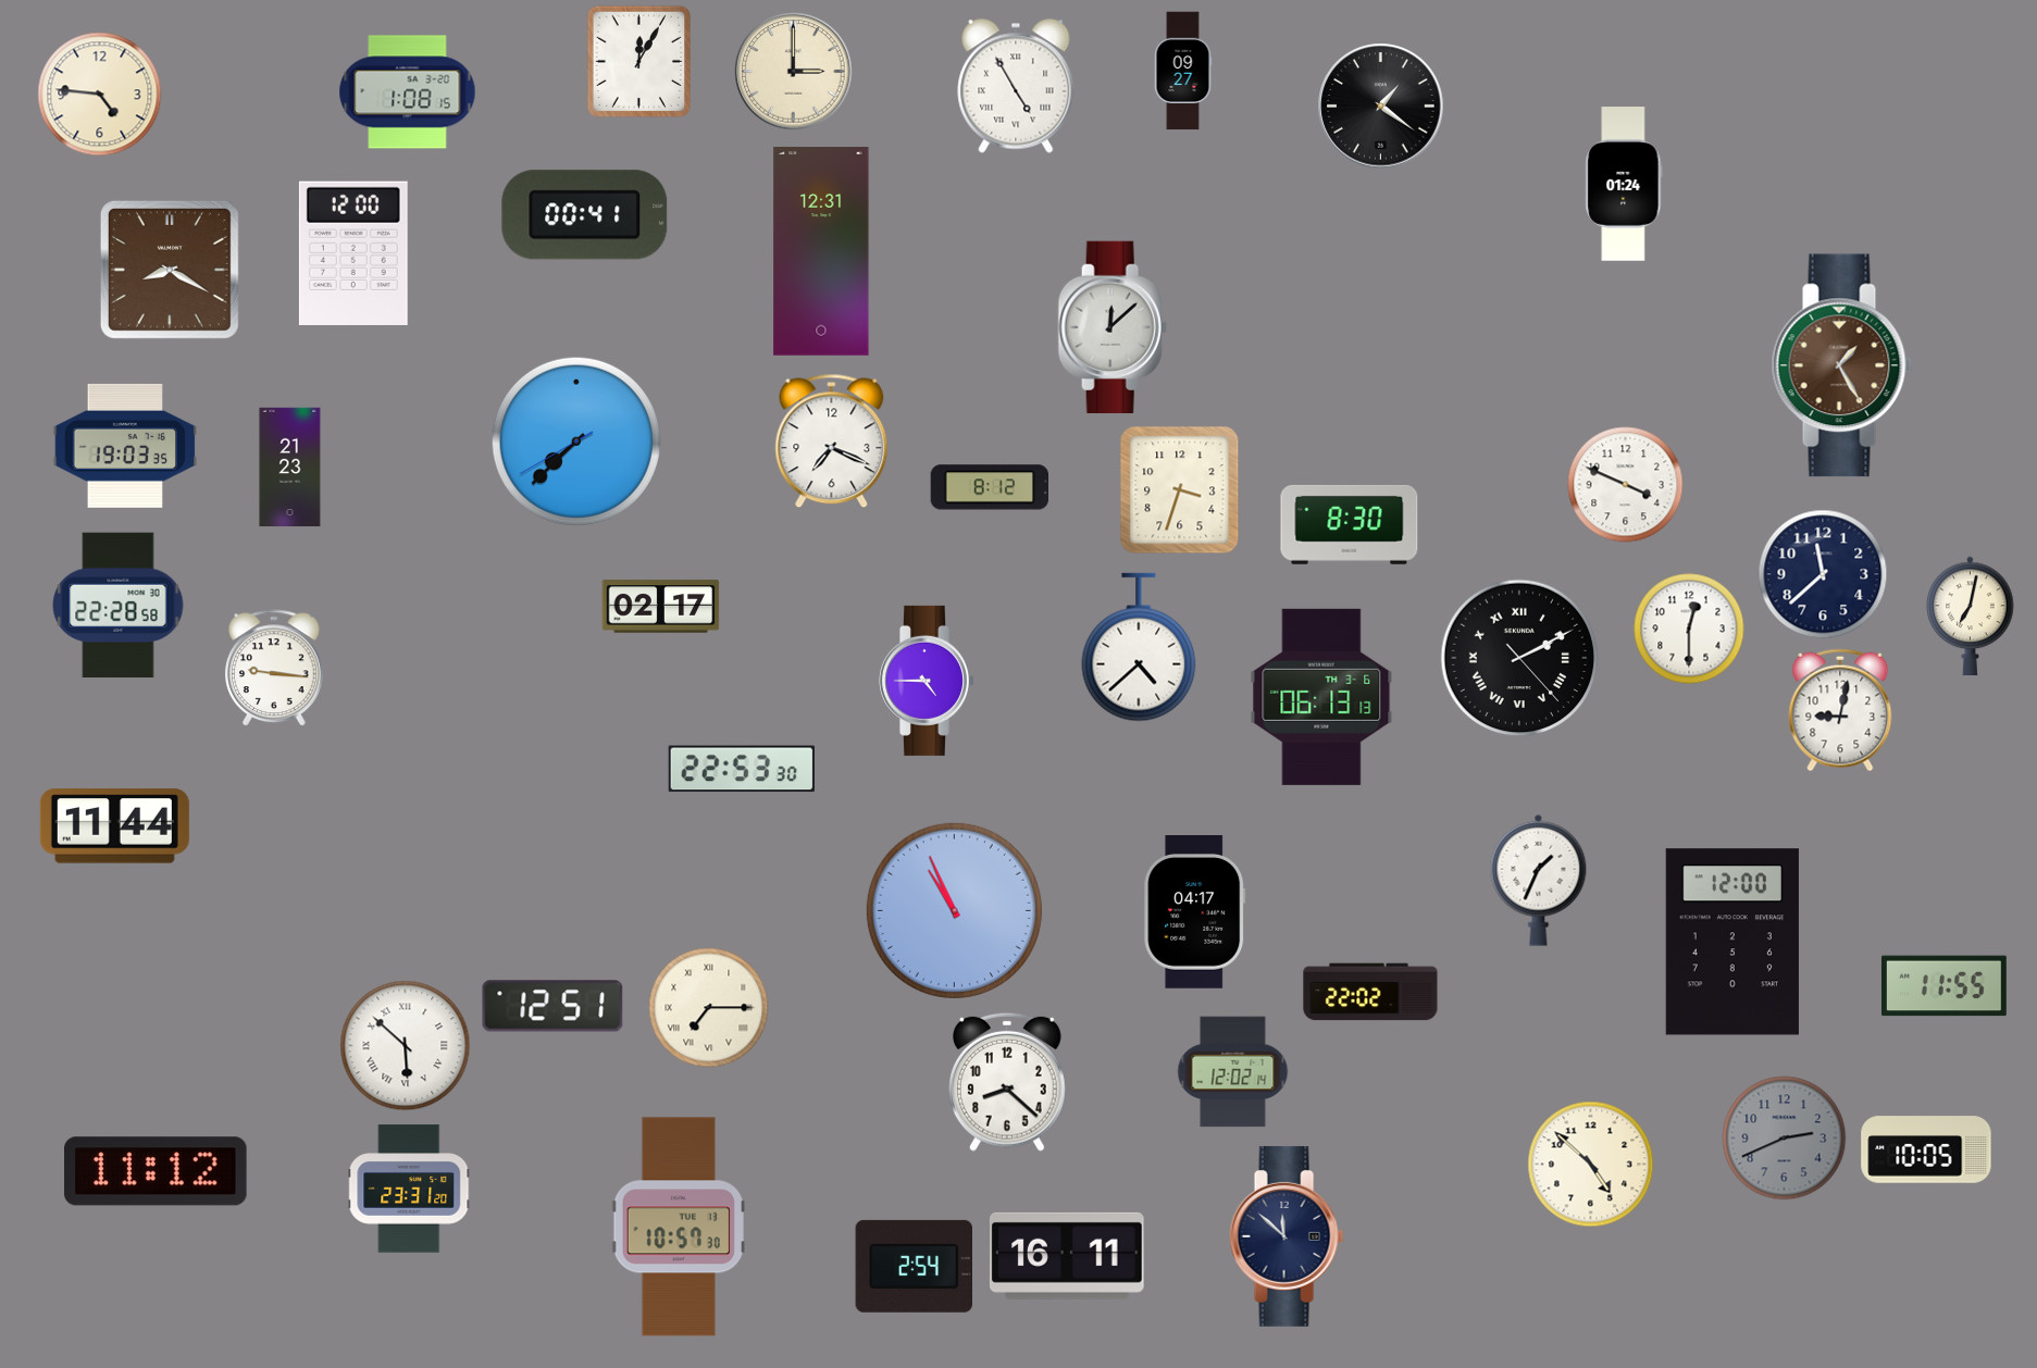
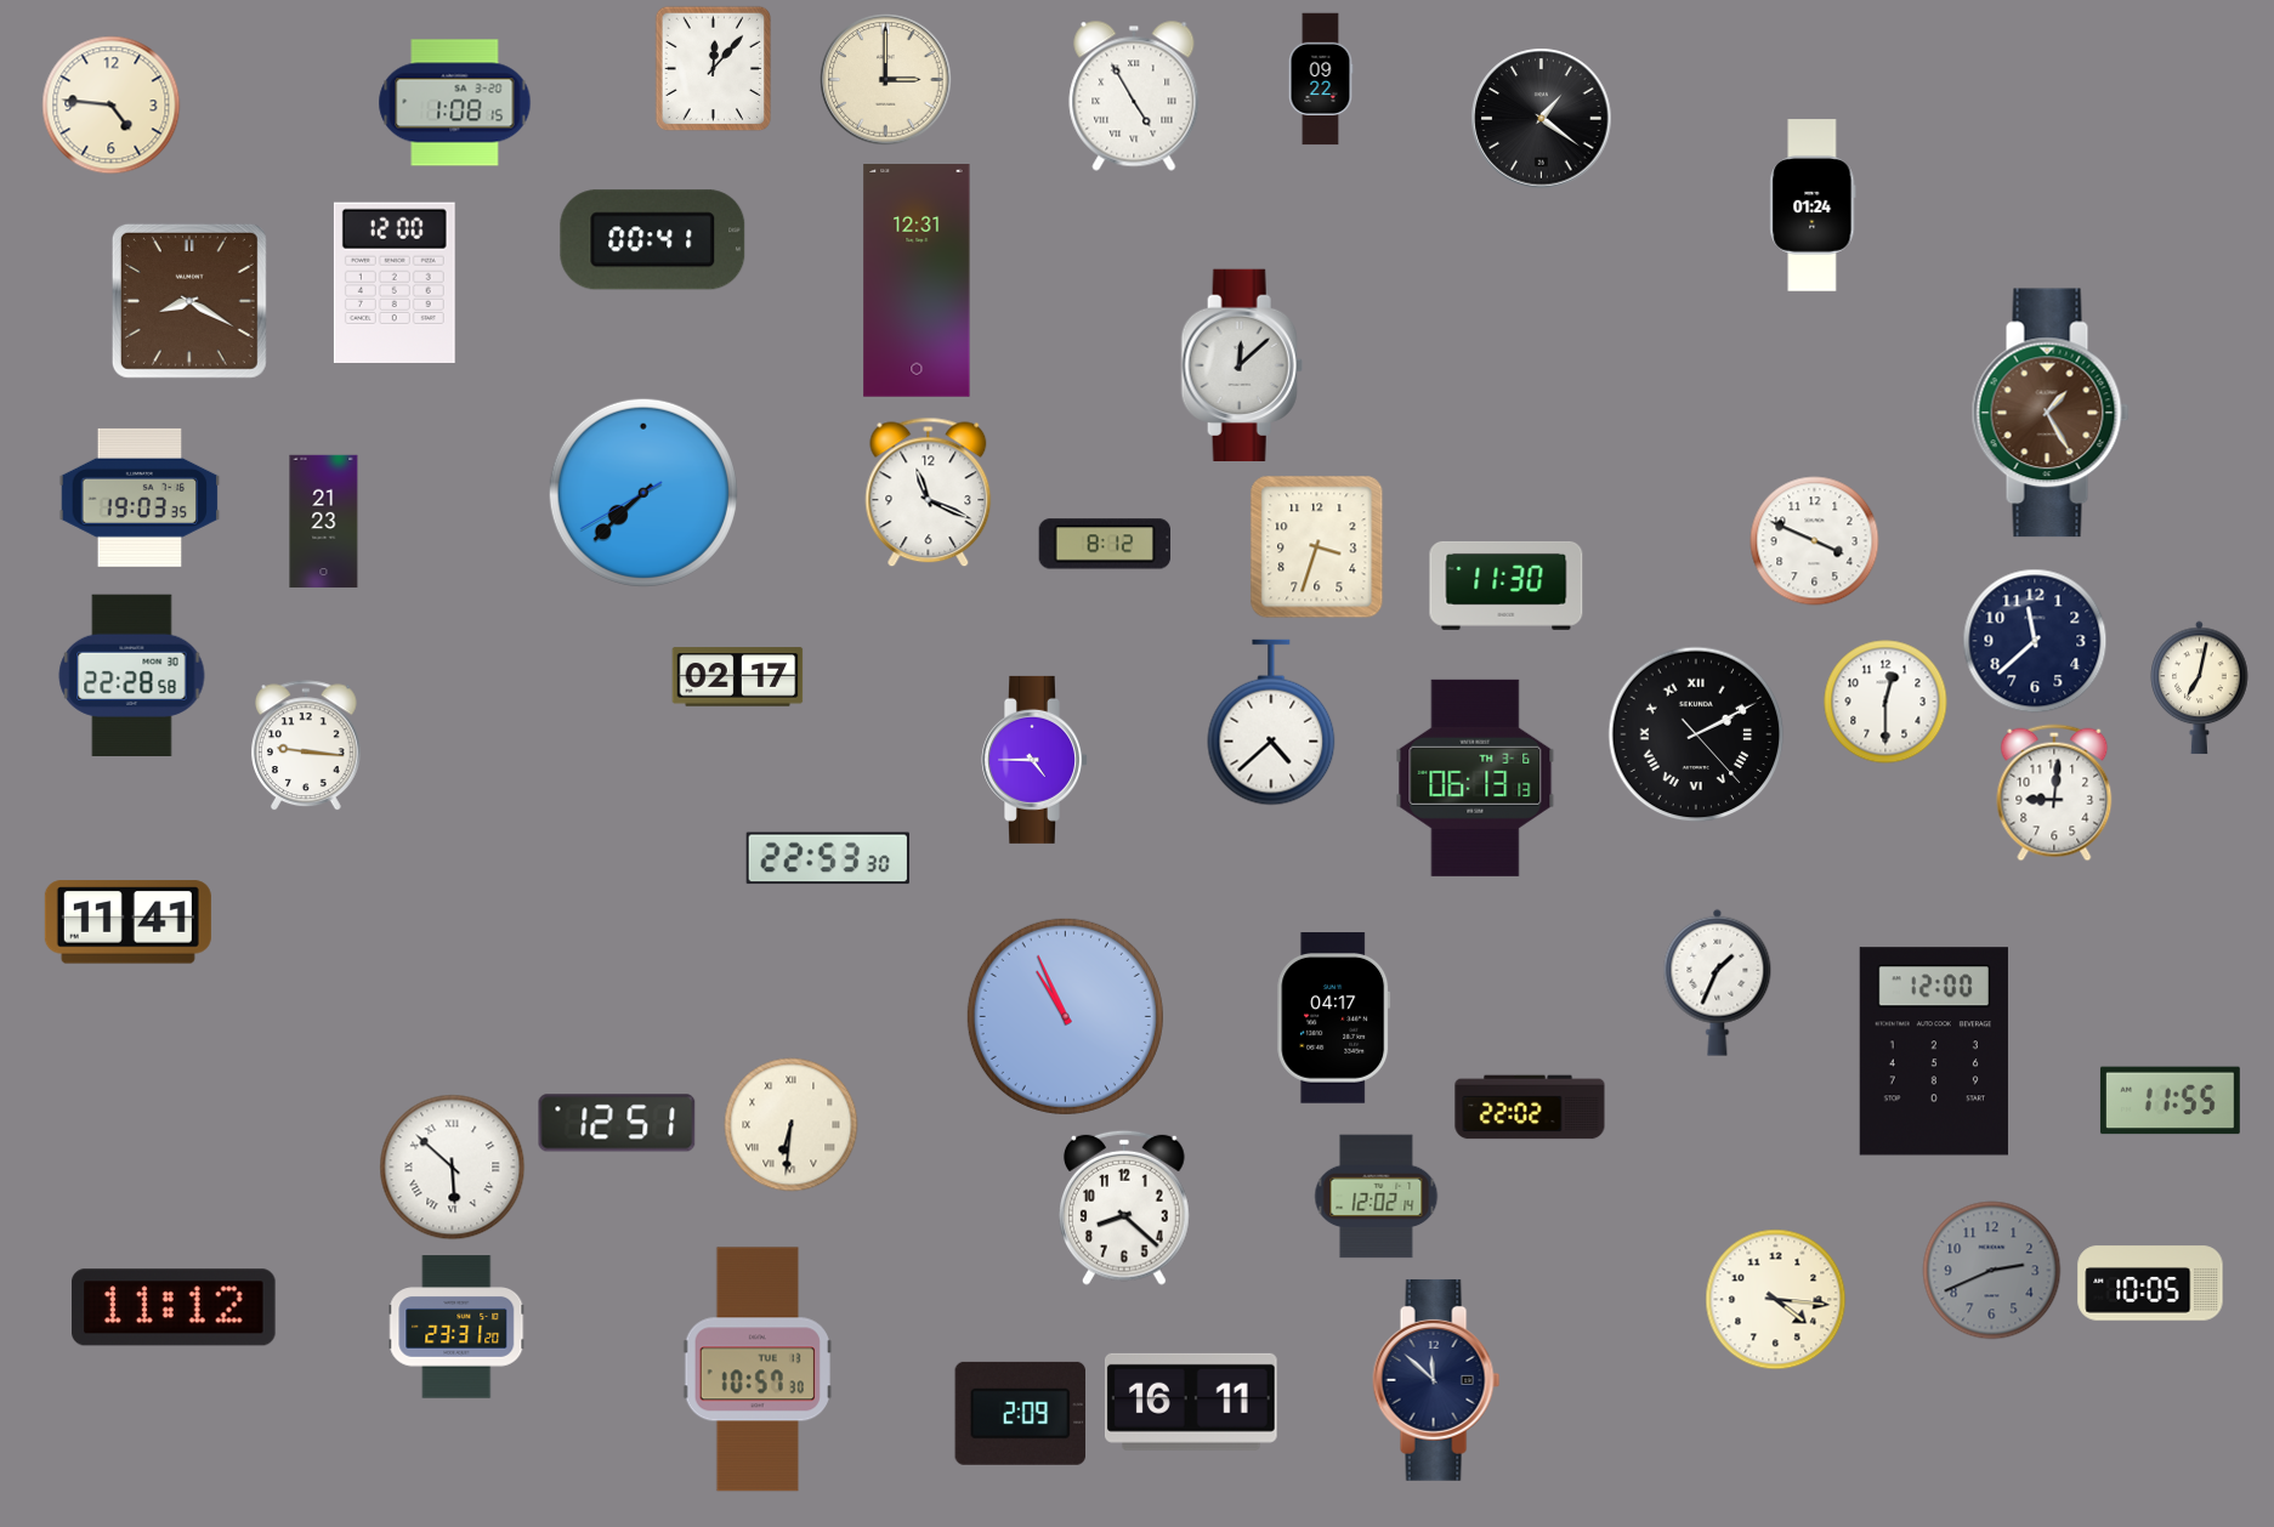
clock at (638, 62): 12:05 -> 12:07
clock at (1183, 71): 09:27 -> 09:22
clock at (1842, 365) position: (1842, 365) -> (2051, 413)
clock at (832, 442): 7:19 -> 11:19
clock at (1350, 524): 8:30 -> 11:30
clock at (1840, 710): 9:02 -> 9:01
clock at (114, 826): 11:44 -> 11:41
clock at (709, 1008): 7:15 -> 6:31
clock at (1591, 1165): 4:52 -> 4:16
clock at (915, 1266): 2:54 -> 2:09
